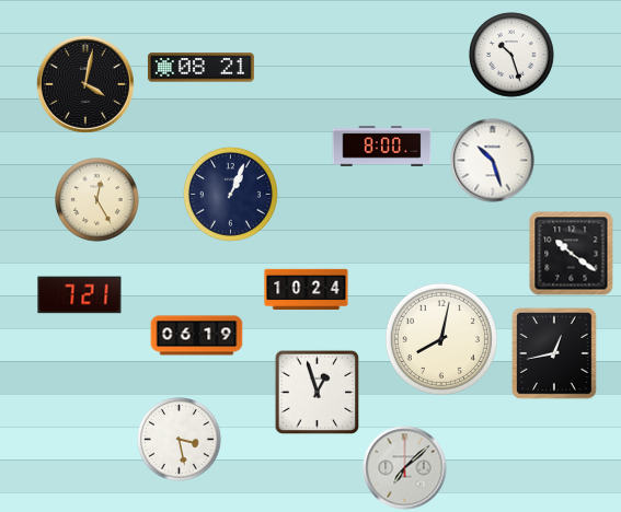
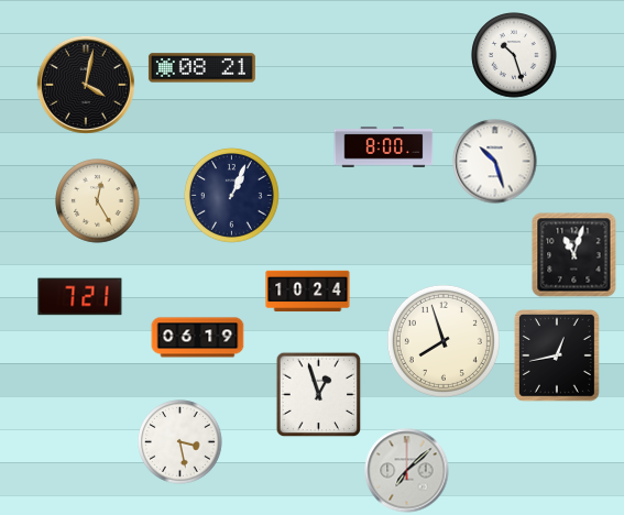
clock at (572, 254): 10:21 -> 11:03
clock at (441, 339): 8:02 -> 7:57
